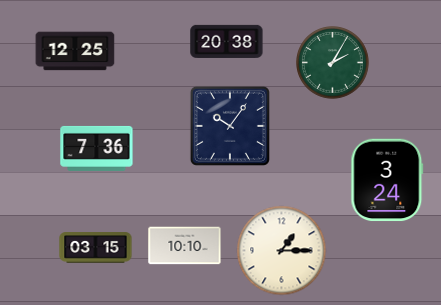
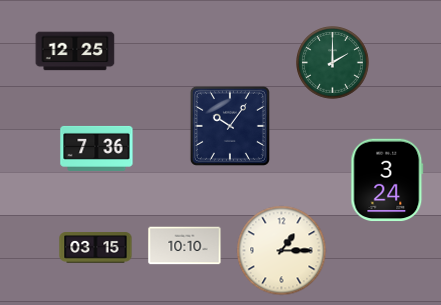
clock at (227, 41): 20:38 -> none
clock at (333, 63): 2:05 -> 2:00
